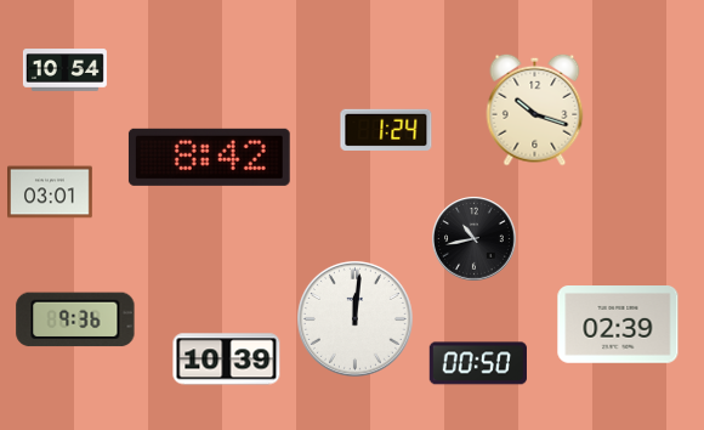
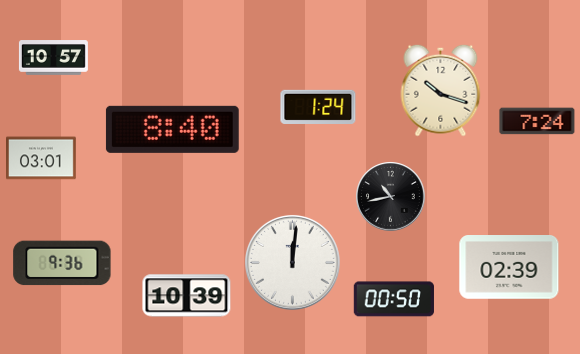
clock at (64, 70): 10:54 -> 10:57
clock at (537, 121): none -> 7:24
clock at (209, 157): 8:42 -> 8:40
